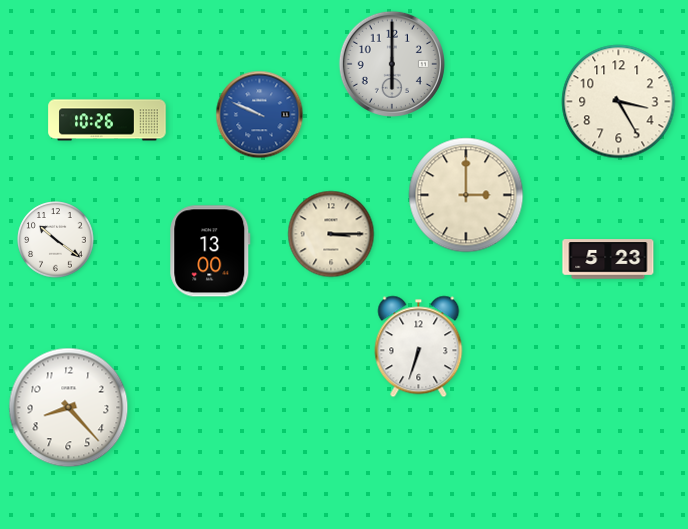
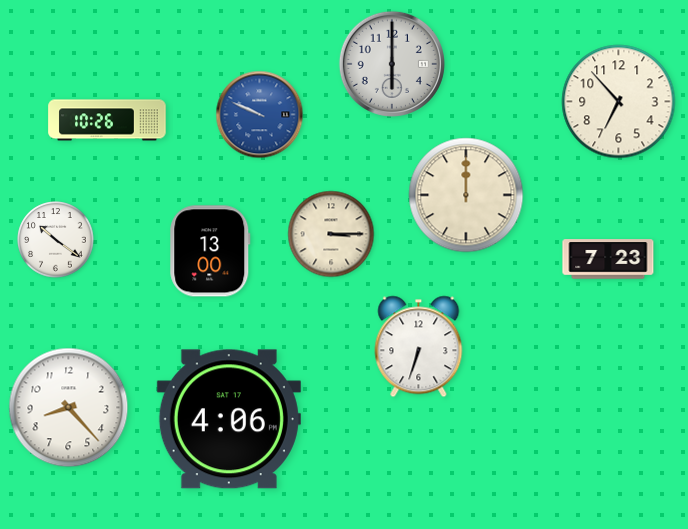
clock at (619, 102): 3:25 -> 6:53
clock at (466, 195): 3:00 -> 12:00
clock at (608, 259): 5:23 -> 7:23
clock at (229, 419): none -> 4:06
